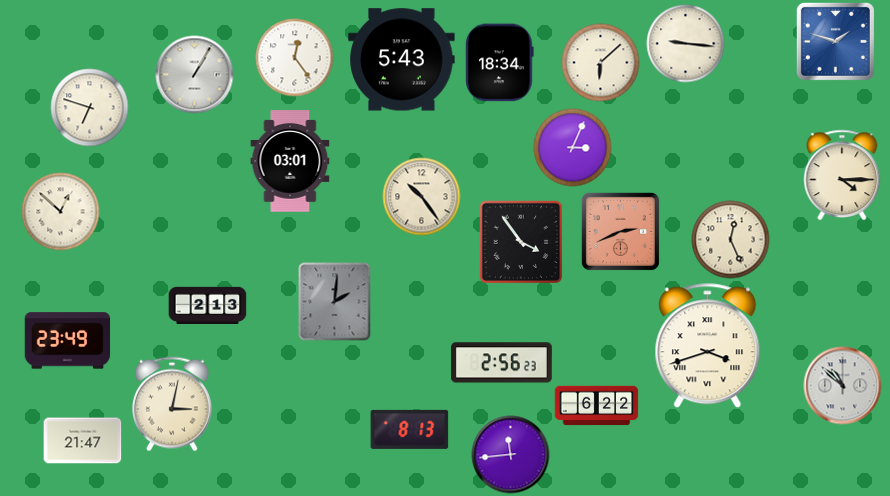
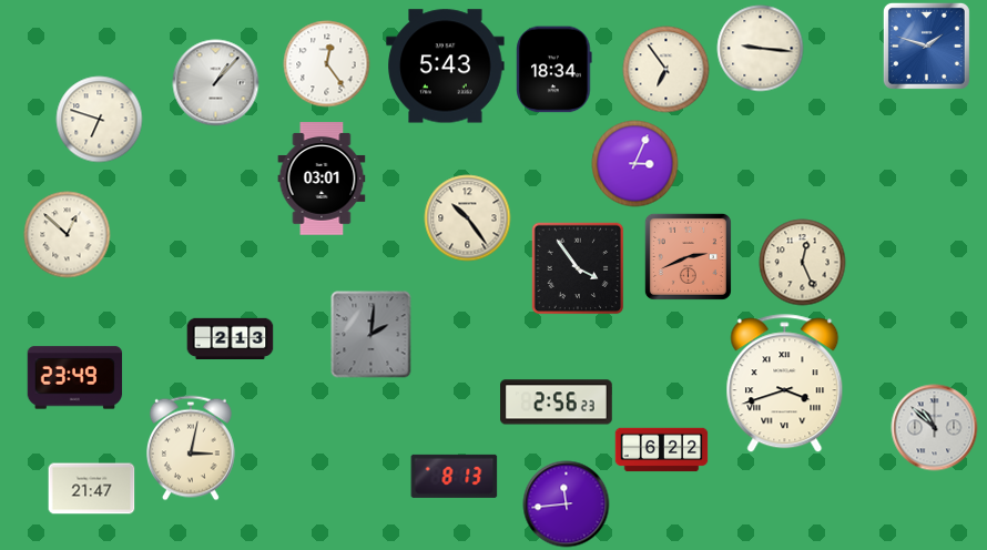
clock at (600, 62): 6:08 -> 6:54
clock at (194, 74): 1:05 -> 1:07
clock at (842, 175): 4:15 -> none
clock at (730, 239) position: (730, 239) -> (802, 262)
